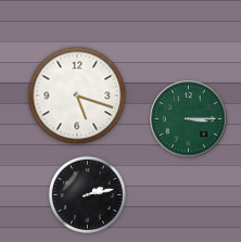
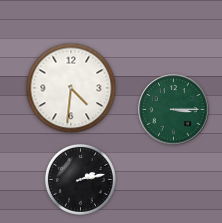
clock at (77, 95): 5:18 -> 4:31
